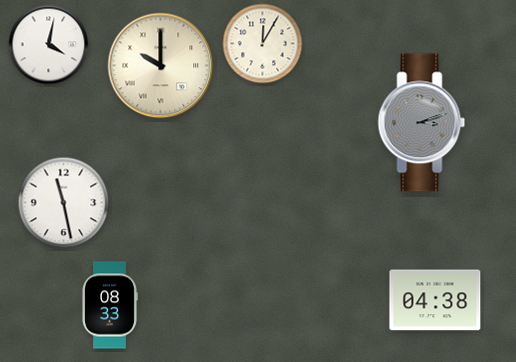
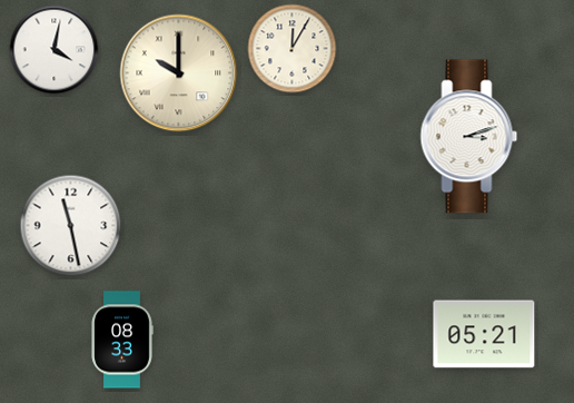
clock at (422, 123) dial: grey -> white
clock at (435, 300): 04:38 -> 05:21
